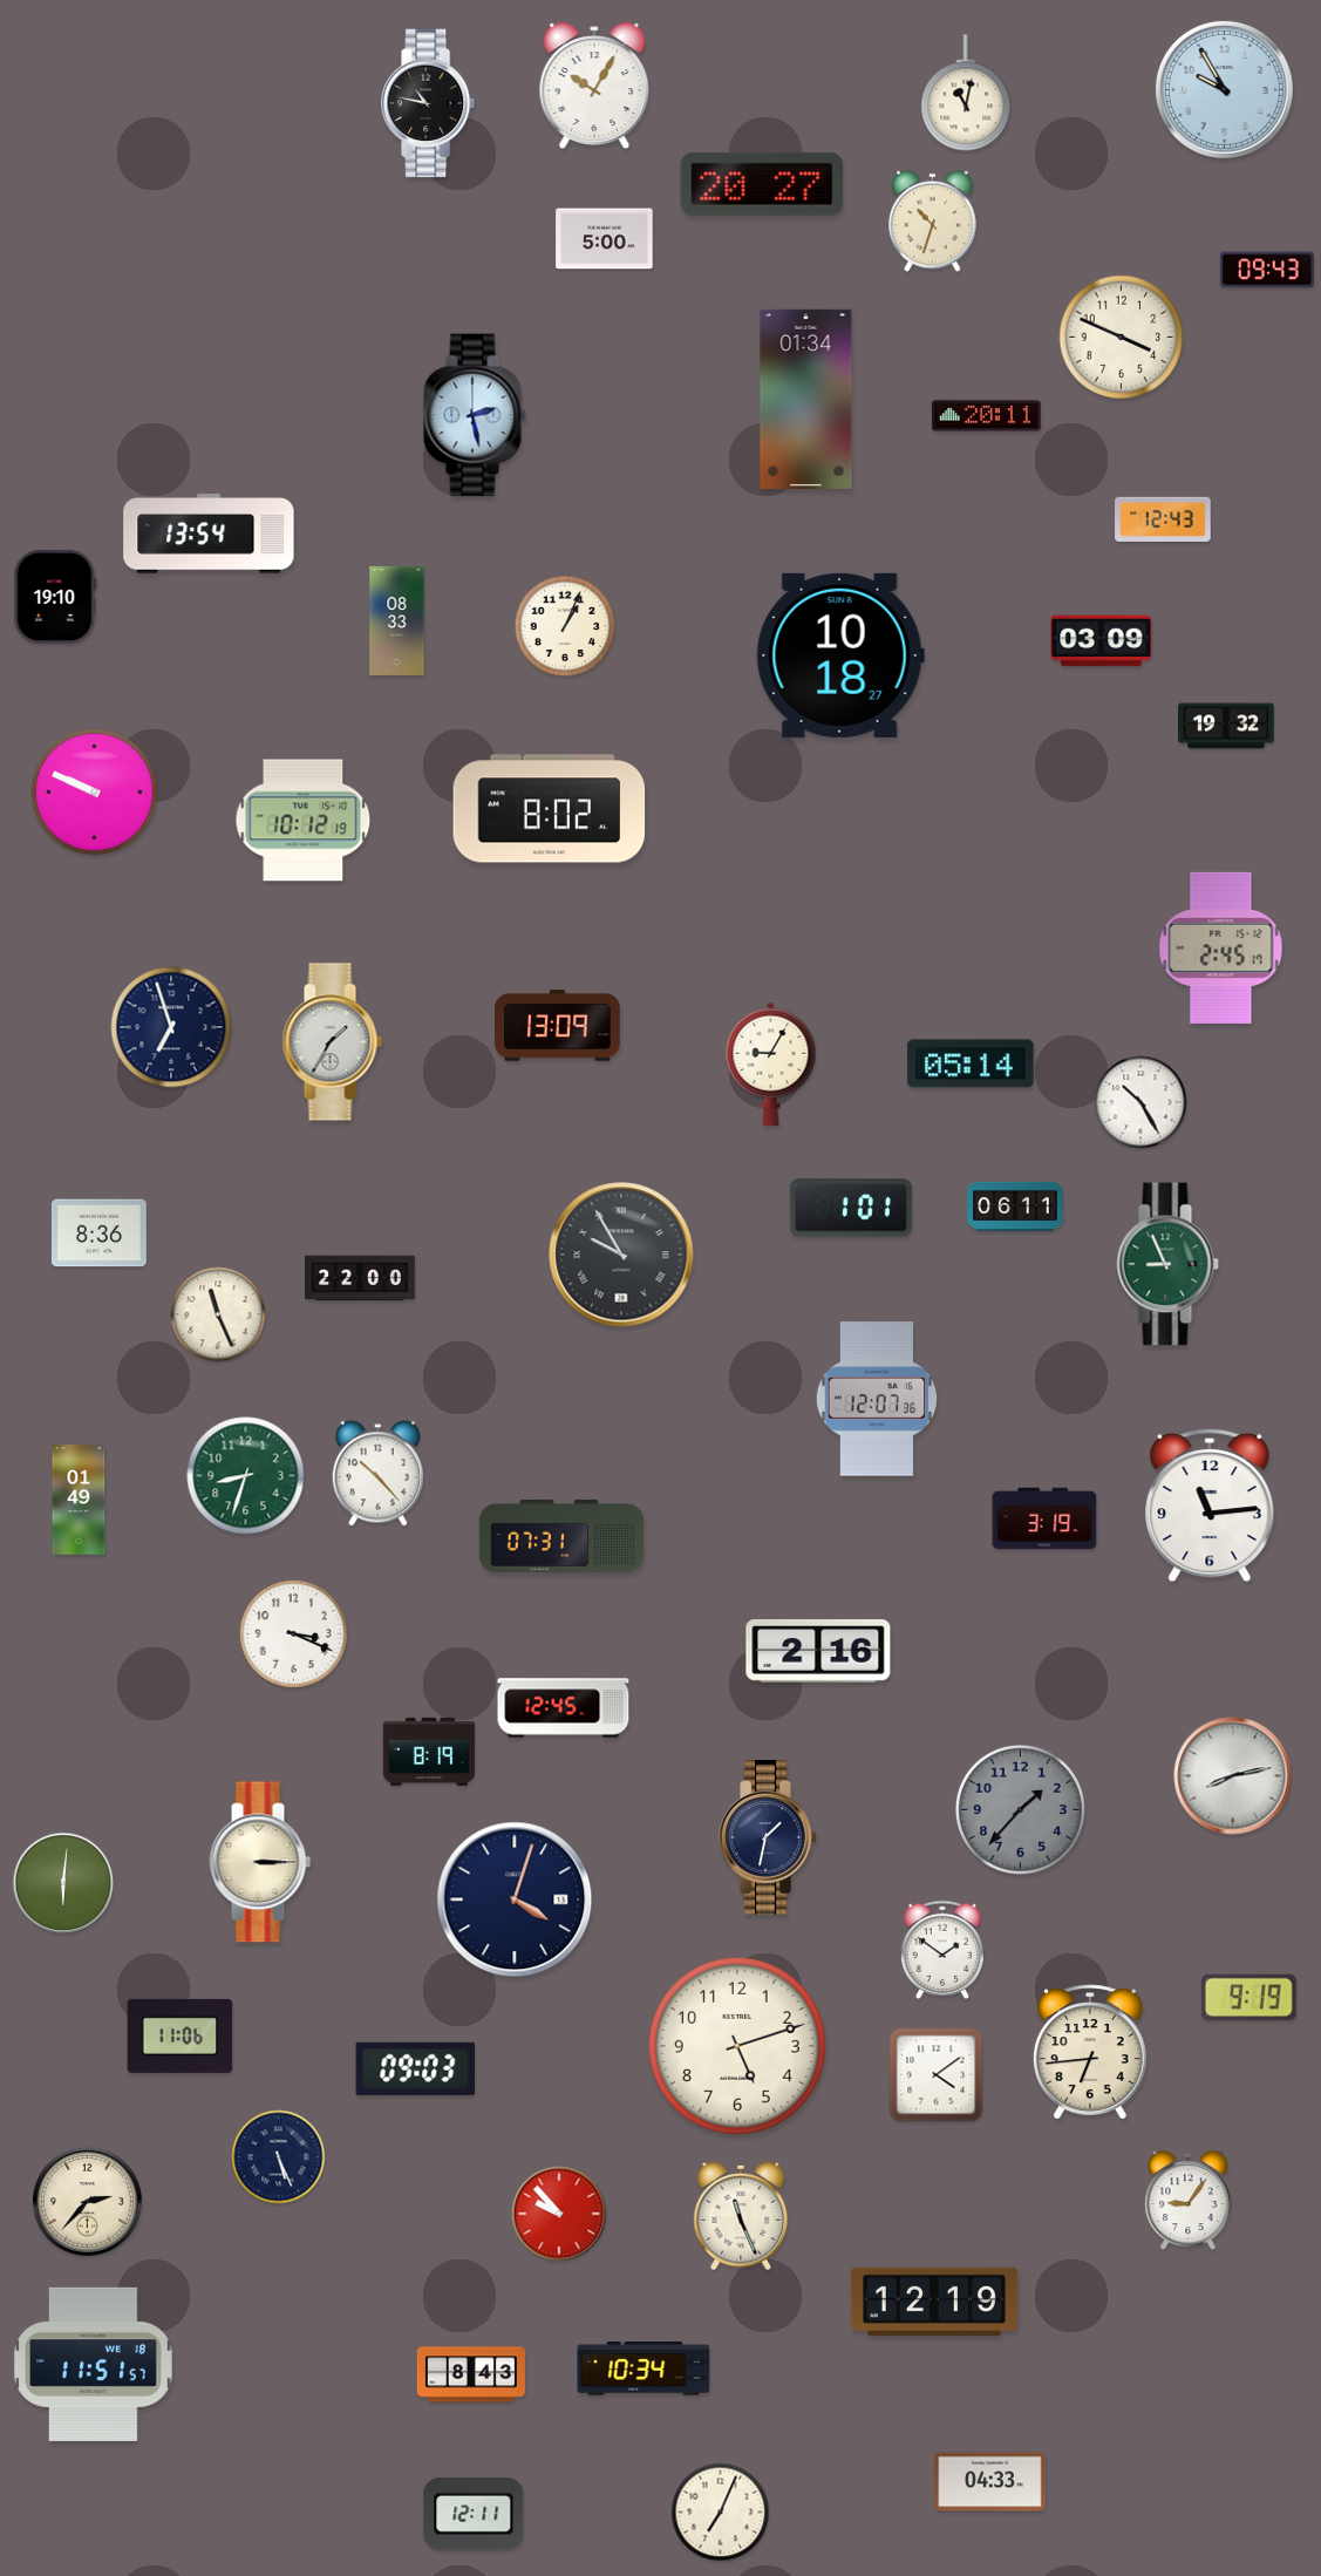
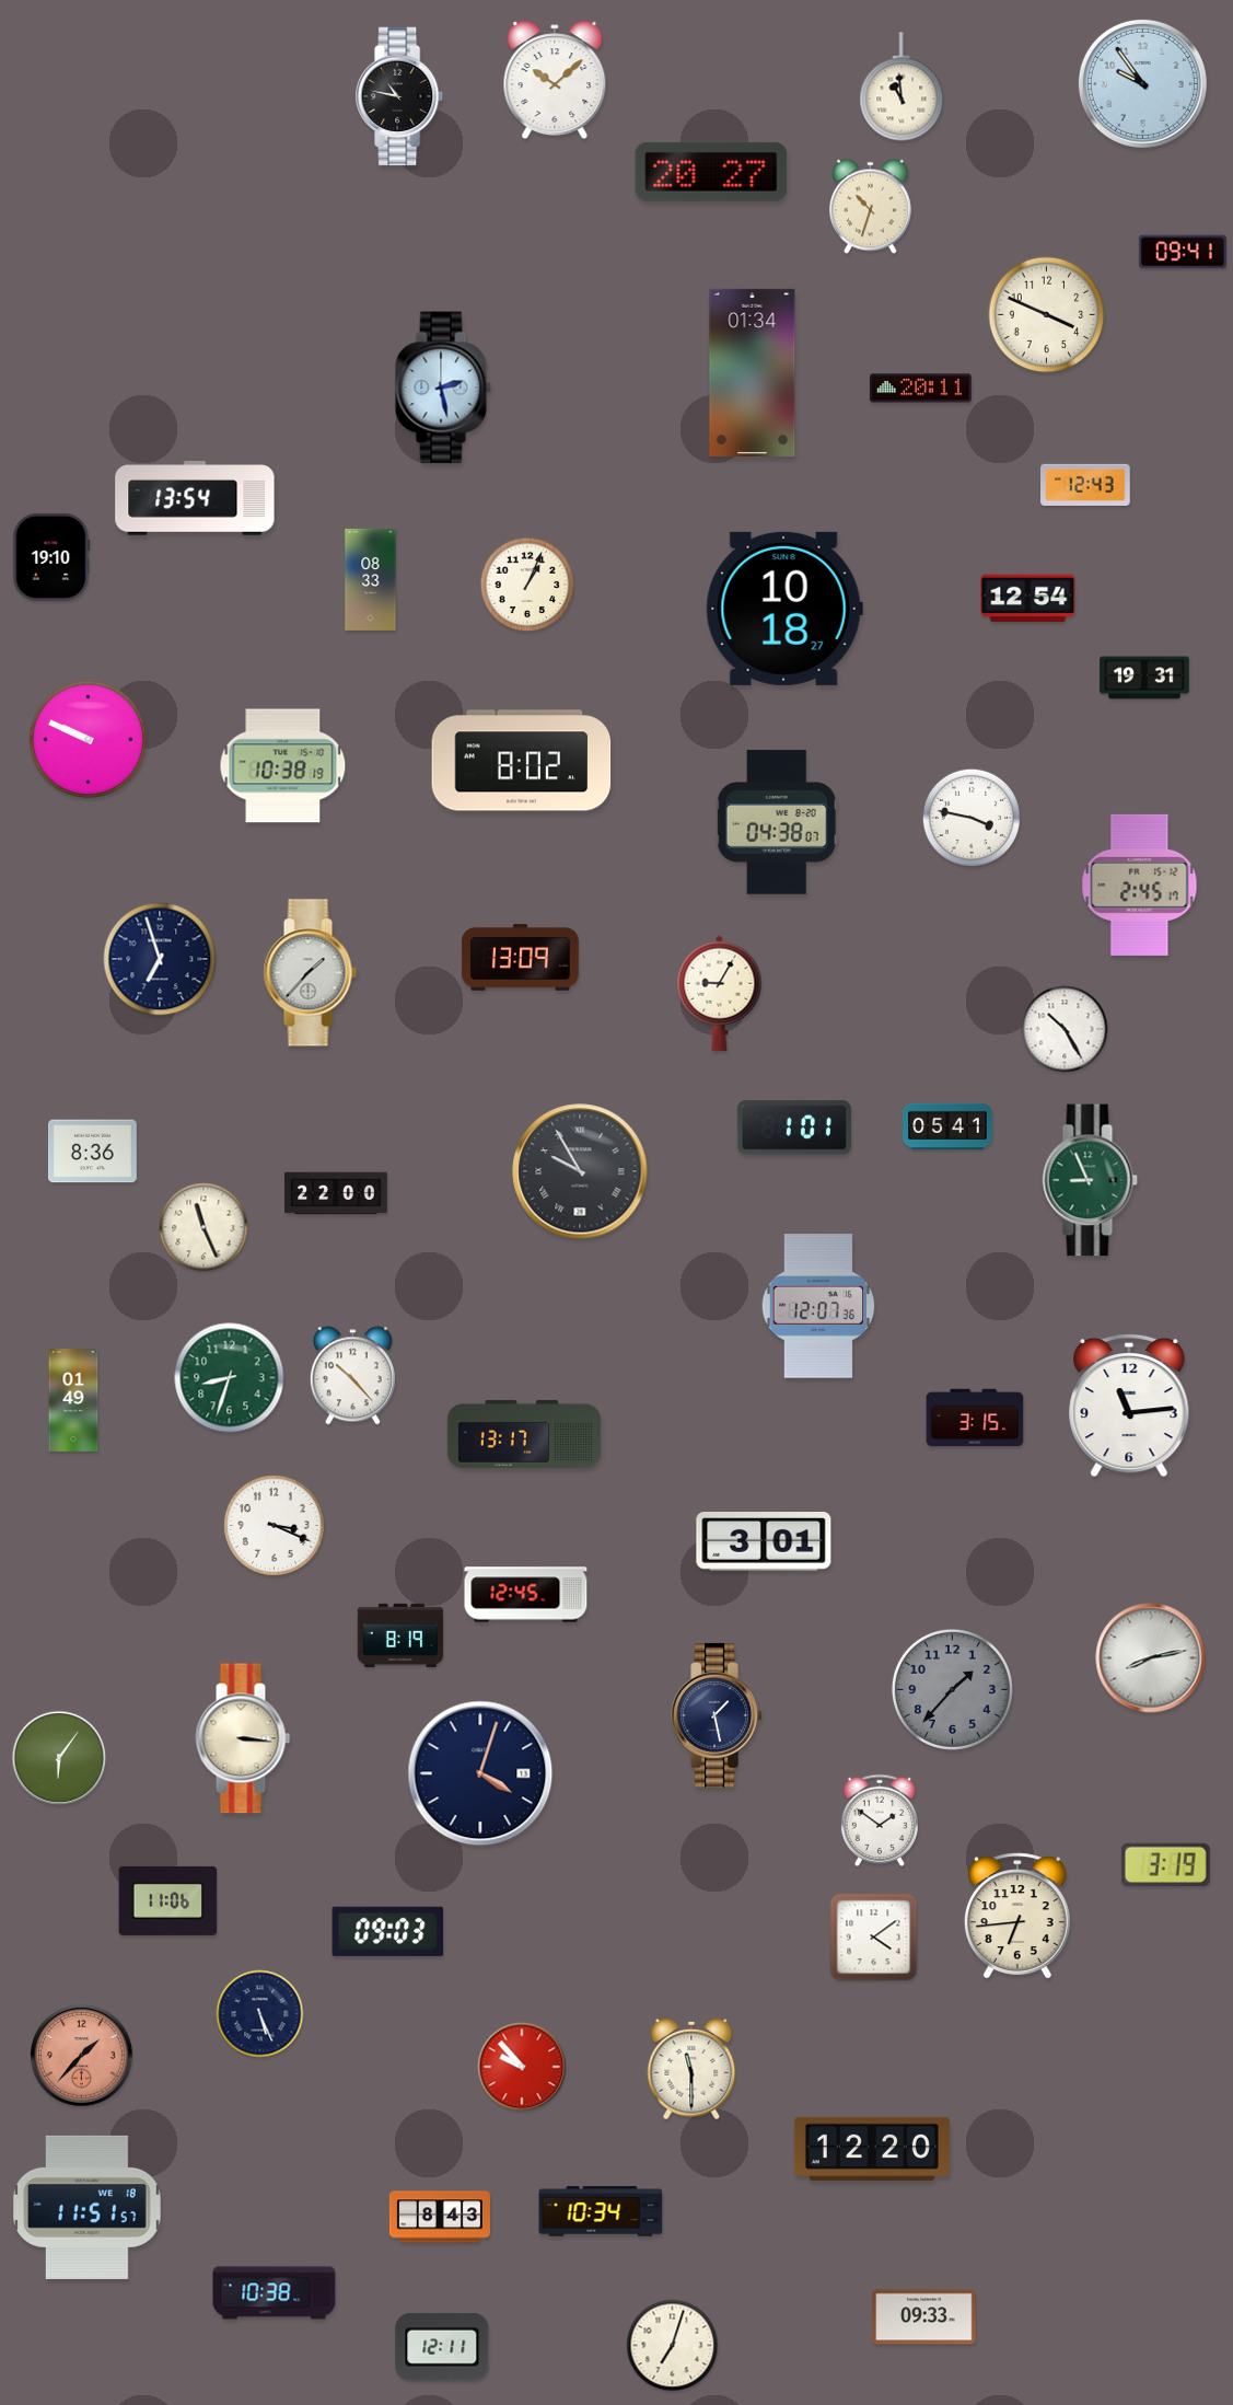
clock at (594, 86): 10:05 -> 10:08
clock at (1224, 89): 9:55 -> 9:54
clock at (966, 93): 11:02 -> 10:59
clock at (605, 239): 5:00 -> none
clock at (1267, 270): 09:43 -> 09:41
clock at (1102, 641): 03:09 -> 12:54
clock at (840, 655) position: (840, 655) -> (784, 609)
clock at (1226, 726): 19:32 -> 19:31
clock at (550, 809) position: (550, 809) -> (522, 761)
clock at (304, 821): 10:12 -> 10:38
clock at (972, 818): none -> 3:47
clock at (777, 822): none -> 04:38
clock at (332, 1042): 1:35 -> 1:37
clock at (971, 1063): 05:14 -> none
clock at (1015, 1207): 06:11 -> 05:41
clock at (1044, 1518): 3:19 -> 3:15
clock at (561, 1536): 07:31 -> 13:17
clock at (818, 1652): 2:16 -> 3:01
clock at (768, 1837): 1:32 -> 1:28
clock at (260, 1862): 3:15 -> 3:16
clock at (63, 1883): 6:01 -> 6:06
clock at (1248, 1997): 9:19 -> 3:19
clock at (737, 2046): 5:12 -> none
clock at (1189, 2201): 9:06 -> none
clock at (88, 2202): 2:37 -> 1:37
clock at (88, 2202) dial: cream -> salmon
clock at (741, 2216): 11:26 -> 11:30
clock at (934, 2302): 12:19 -> 12:20
clock at (275, 2293): none -> 10:38
clock at (990, 2482): 04:33 -> 09:33
clock at (721, 2513): 7:04 -> 7:03
